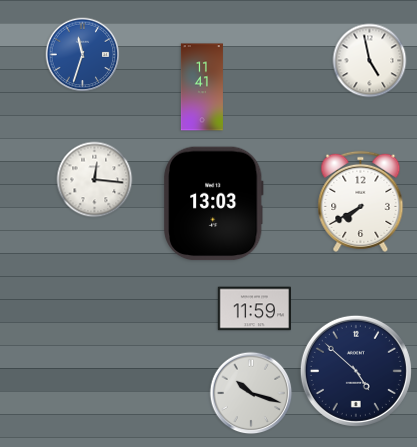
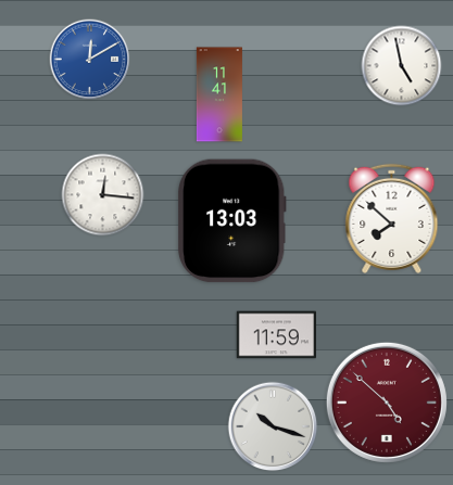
clock at (83, 55): 11:33 -> 12:10
clock at (361, 201): 7:40 -> 7:52
clock at (356, 371) dial: navy -> burgundy
